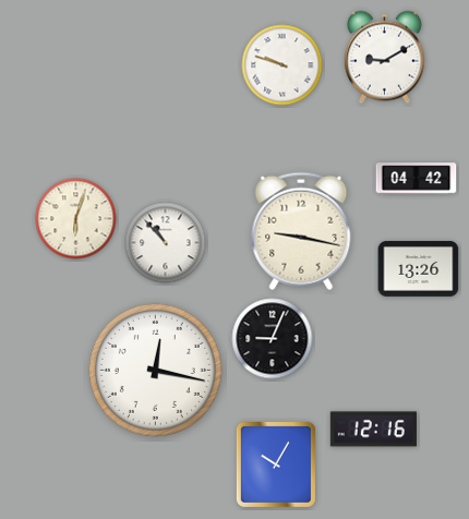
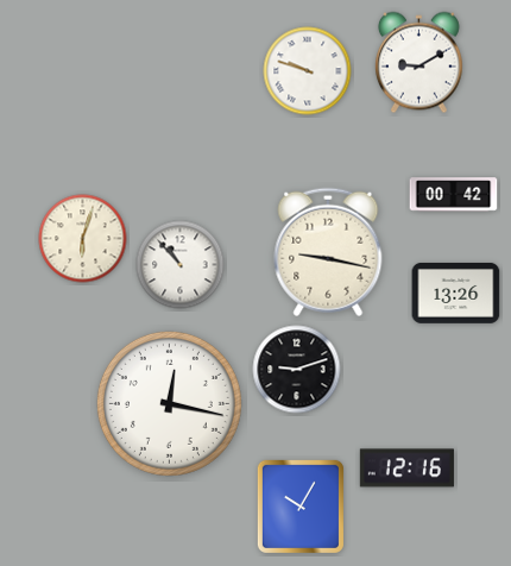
clock at (417, 179): 04:42 -> 00:42
clock at (273, 339): 9:04 -> 9:12
